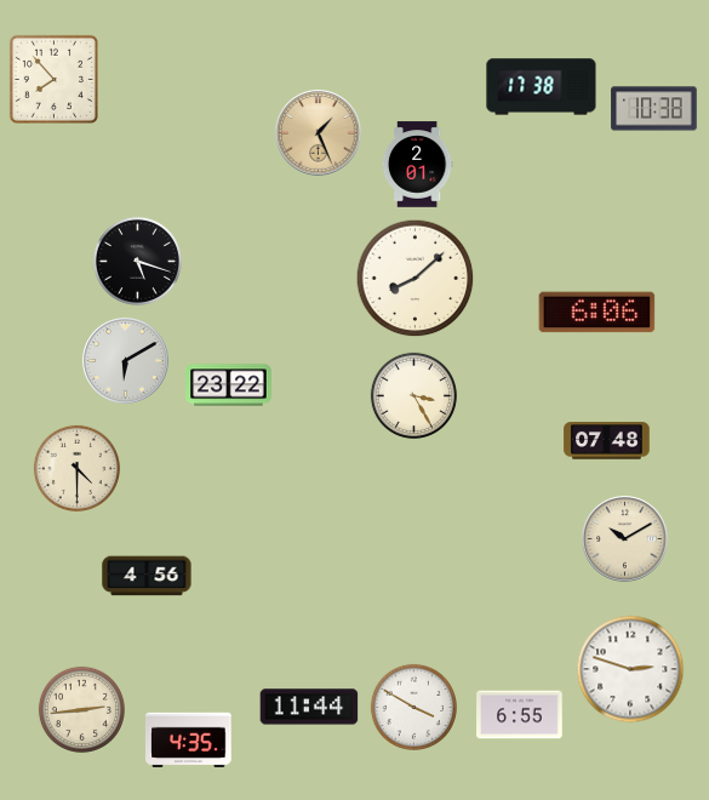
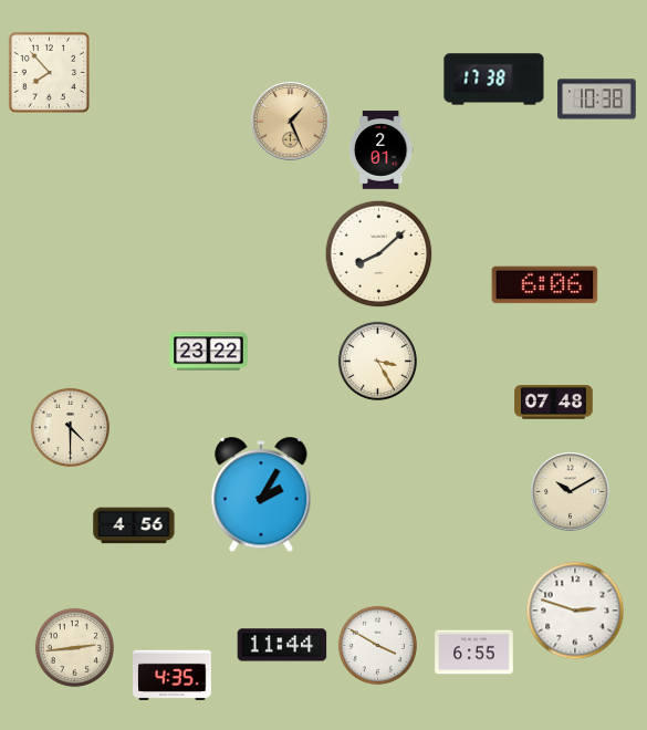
clock at (137, 261): 5:18 -> none
clock at (126, 361): 6:10 -> none
clock at (261, 496): none -> 2:05
